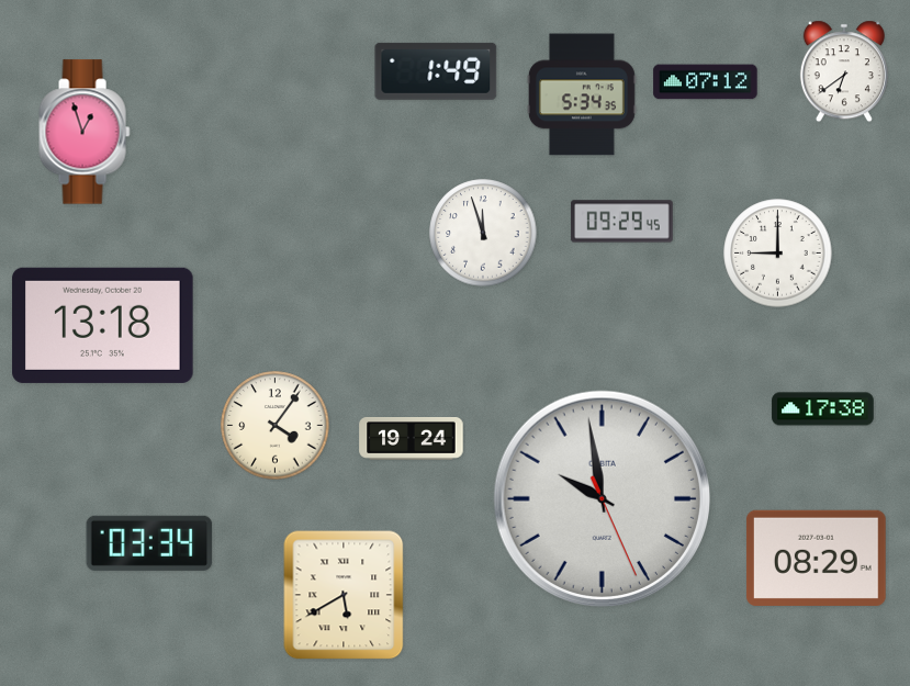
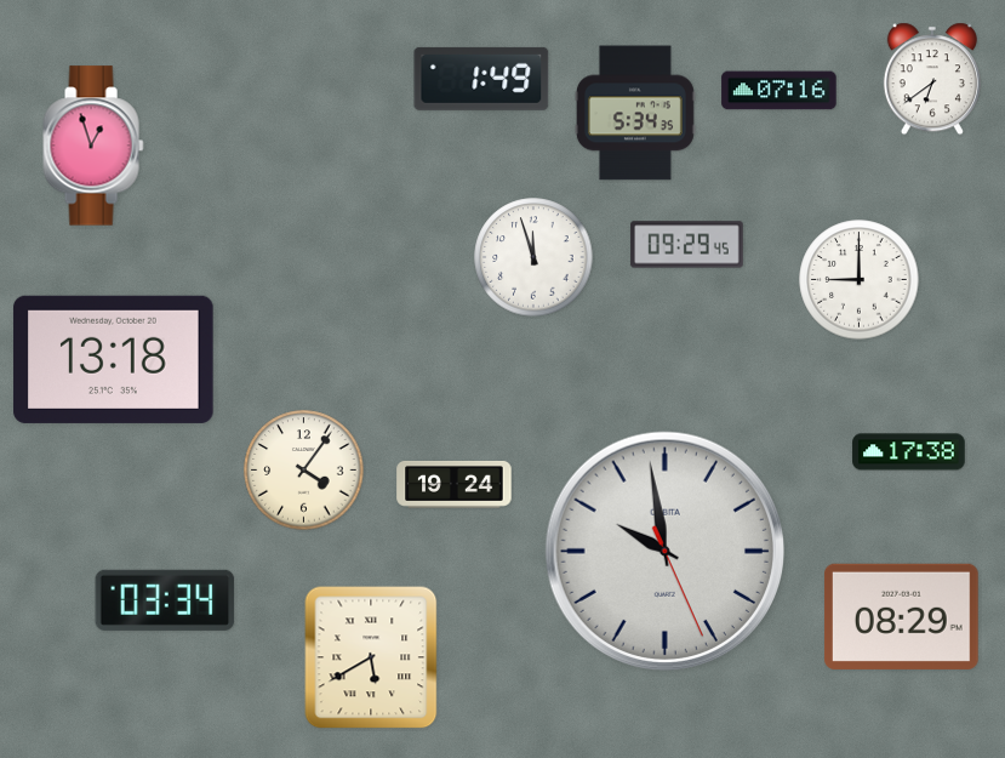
clock at (706, 82): 07:12 -> 07:16
clock at (582, 94) position: (582, 94) -> (635, 113)
clock at (344, 595) position: (344, 595) -> (371, 657)
